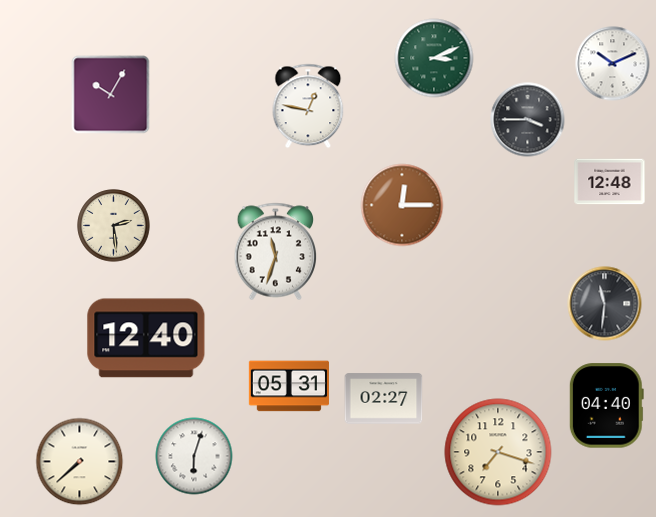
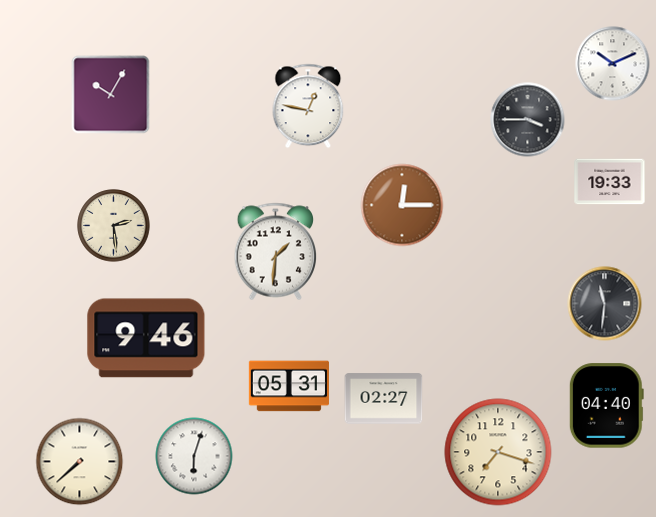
clock at (434, 58): 3:11 -> none
clock at (610, 182): 12:48 -> 19:33
clock at (275, 252): 11:33 -> 1:31
clock at (146, 338): 12:40 -> 9:46
